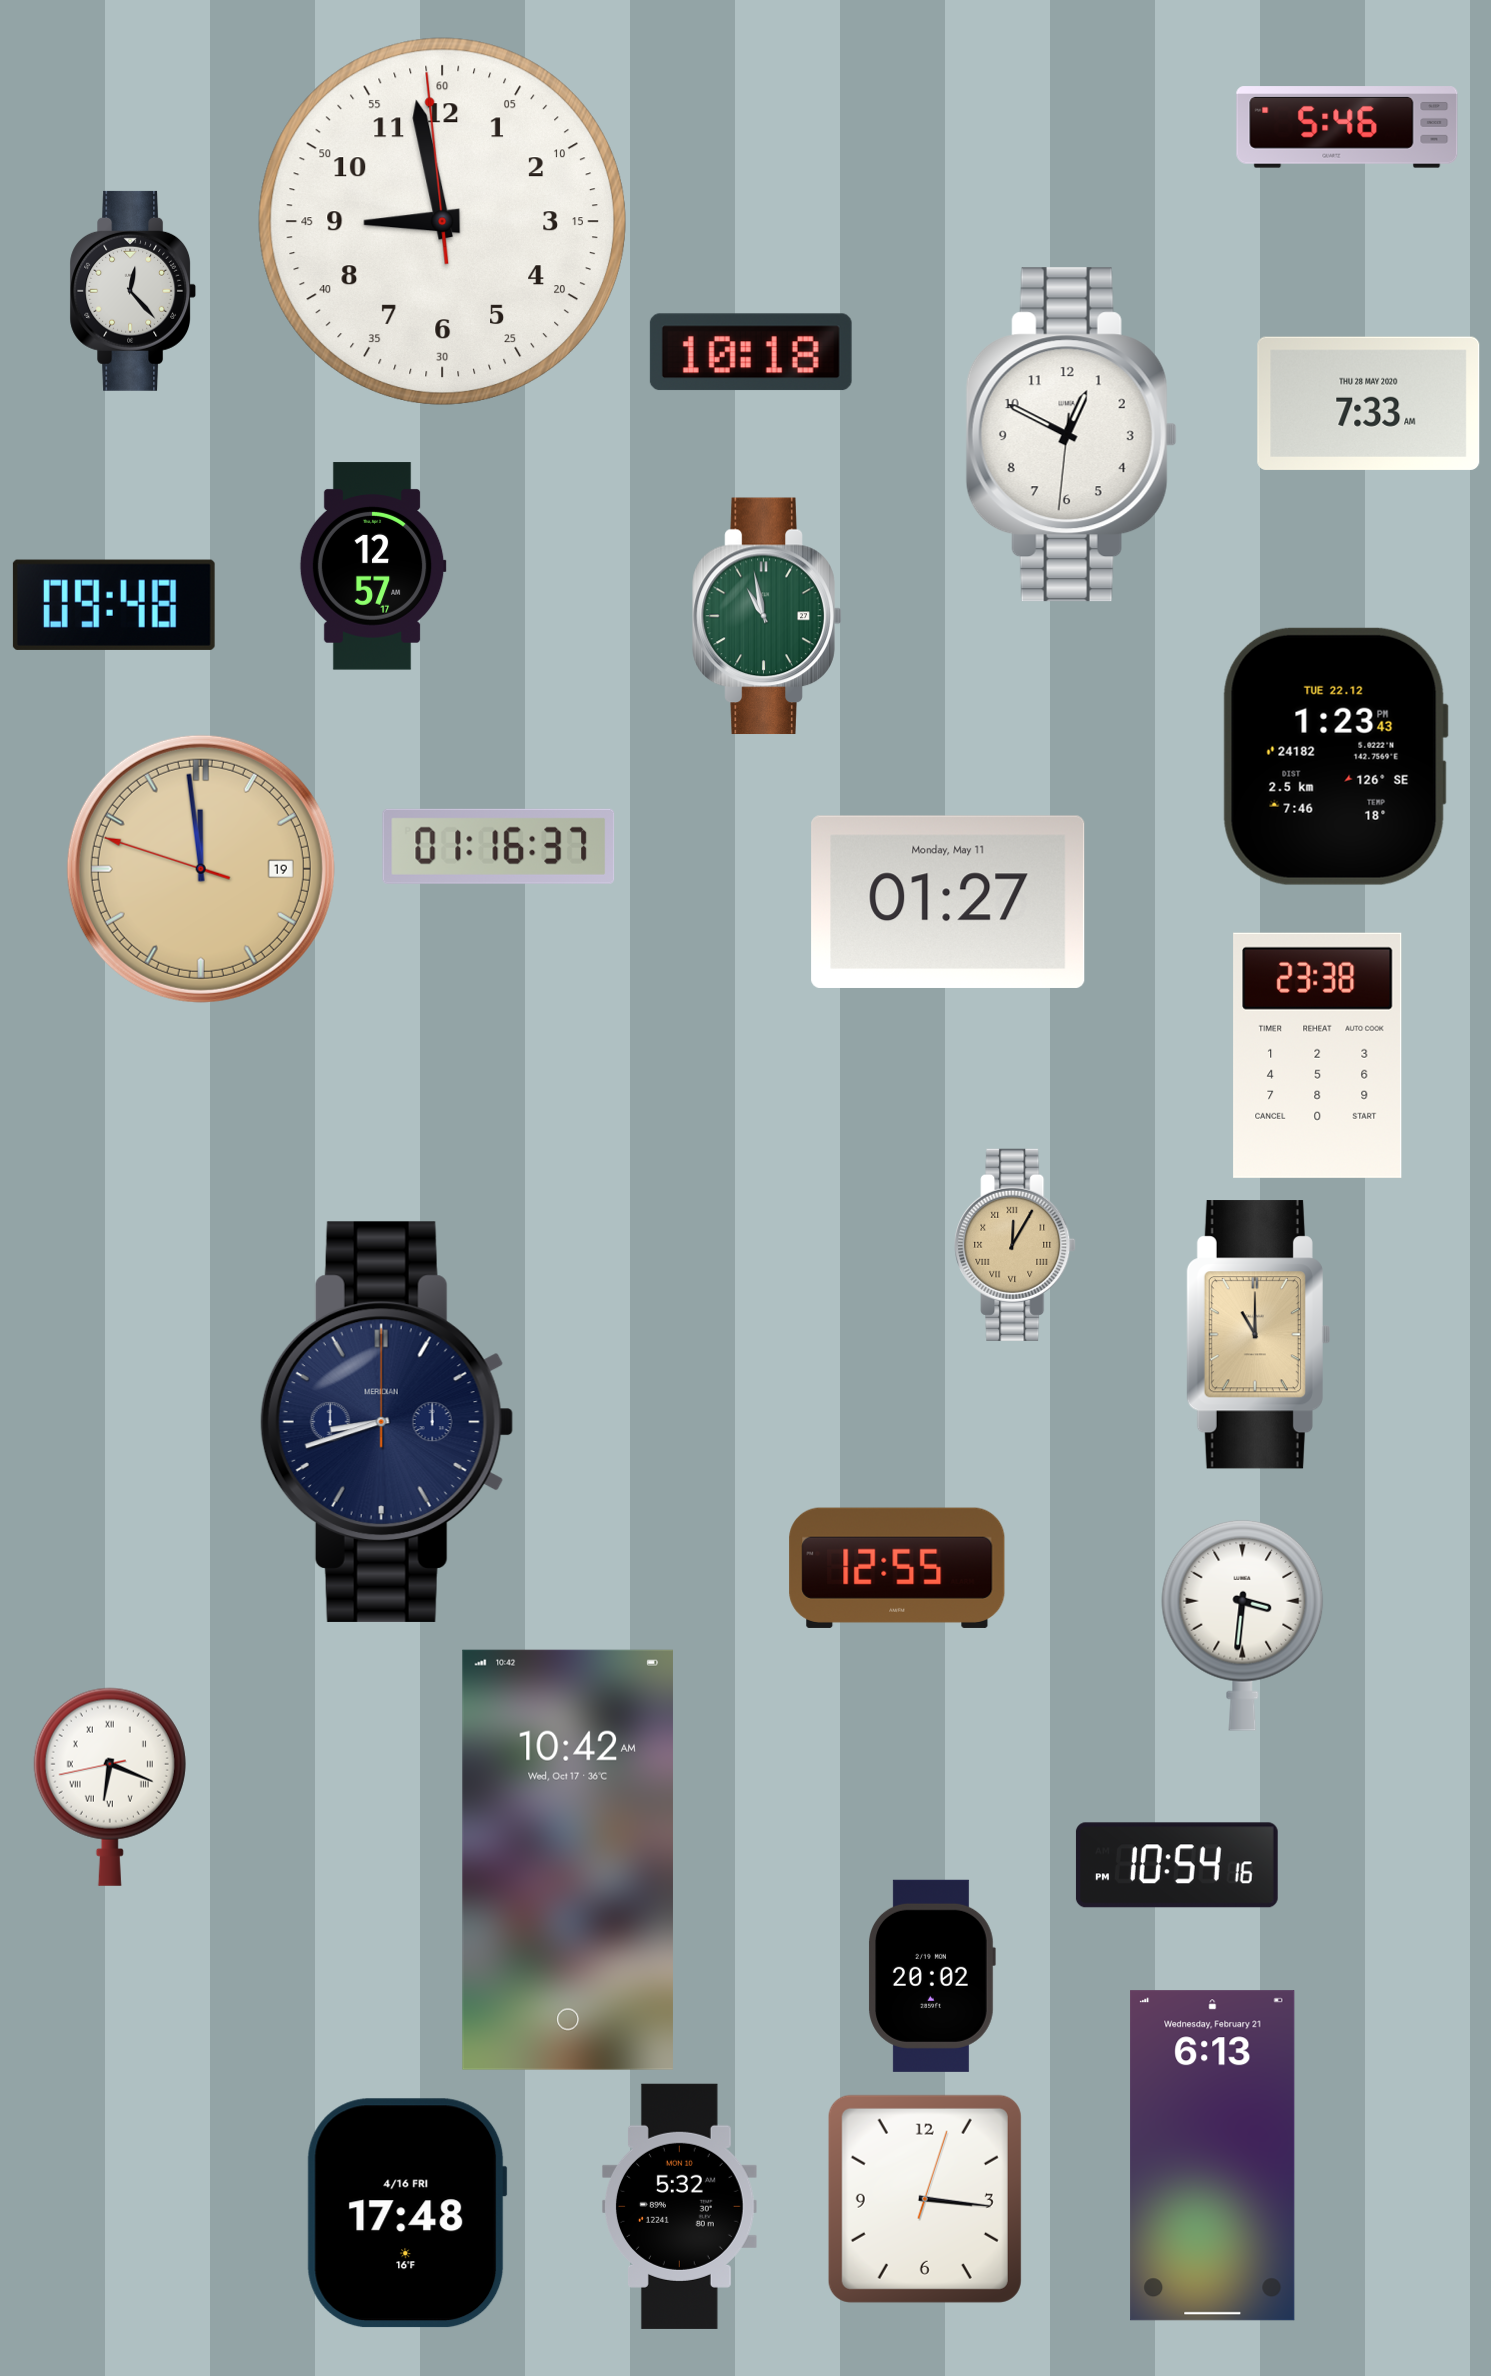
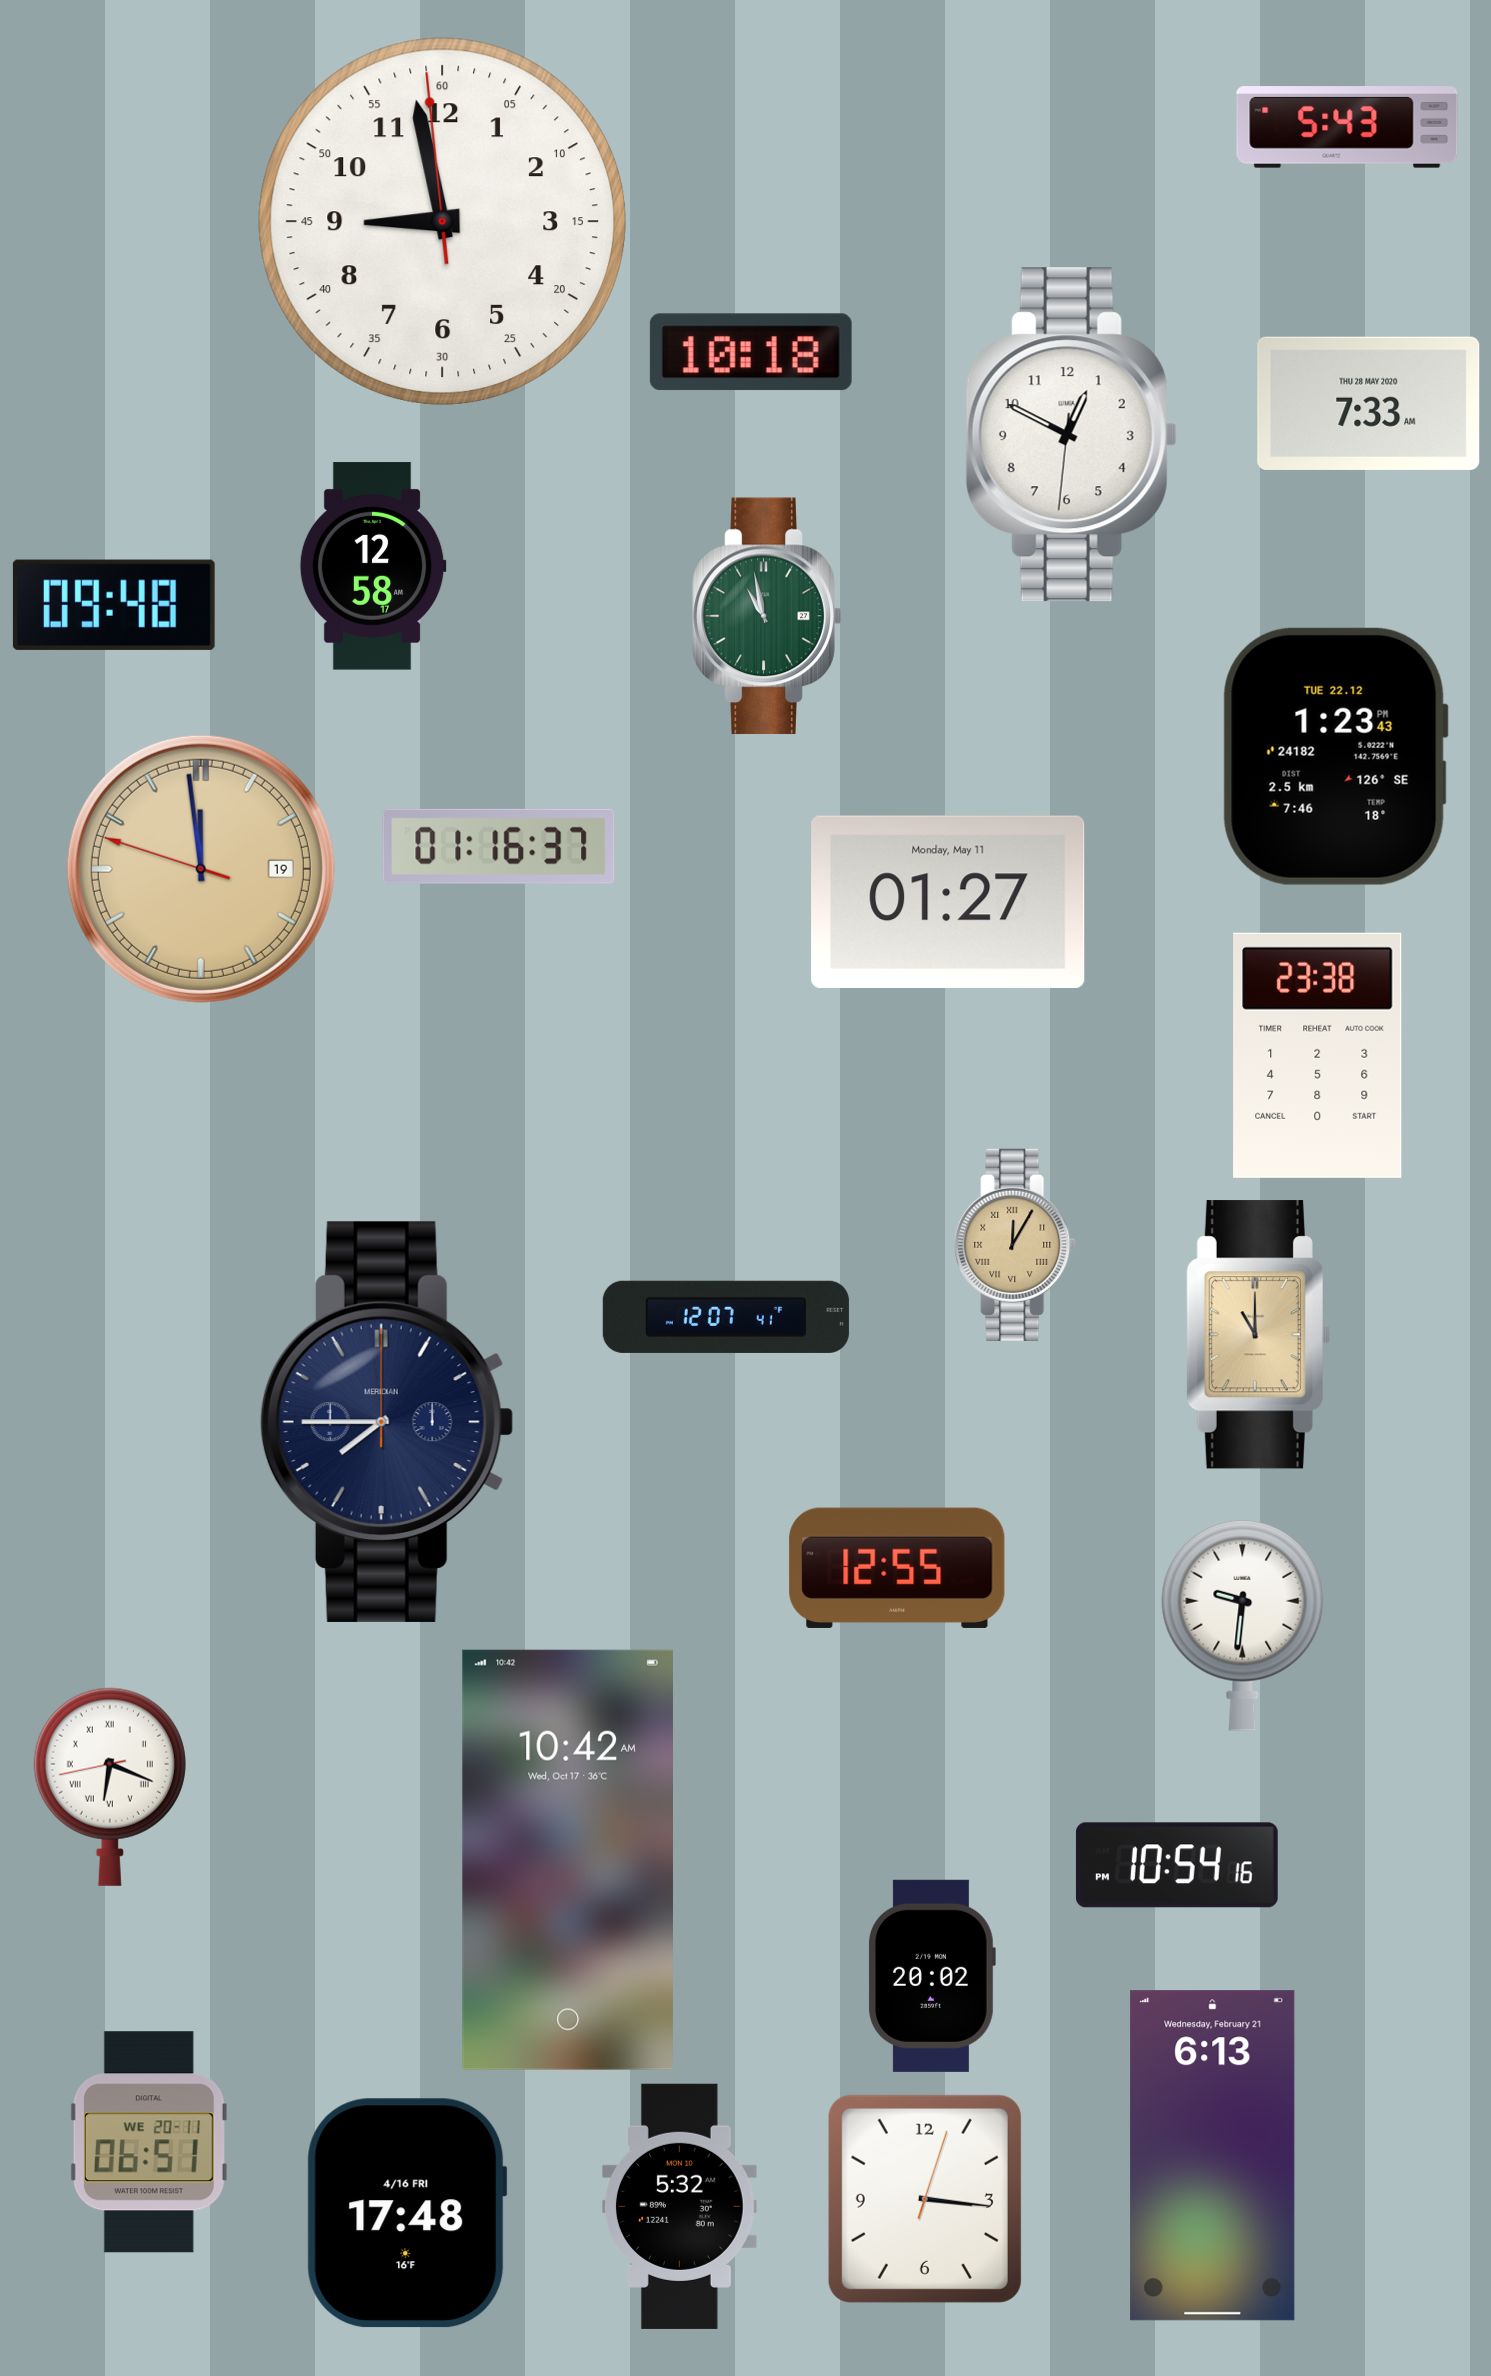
clock at (1347, 127): 5:46 -> 5:43
clock at (132, 291): 12:23 -> none
clock at (373, 566): 12:57 -> 12:58
clock at (726, 1317): none -> 12:07
clock at (387, 1422): 8:42 -> 7:45
clock at (1243, 1625): 3:31 -> 9:31
clock at (149, 2142): none -> 06:51
